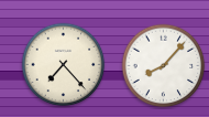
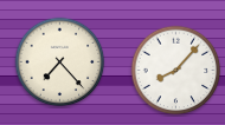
clock at (64, 65) position: (64, 65) -> (60, 63)
